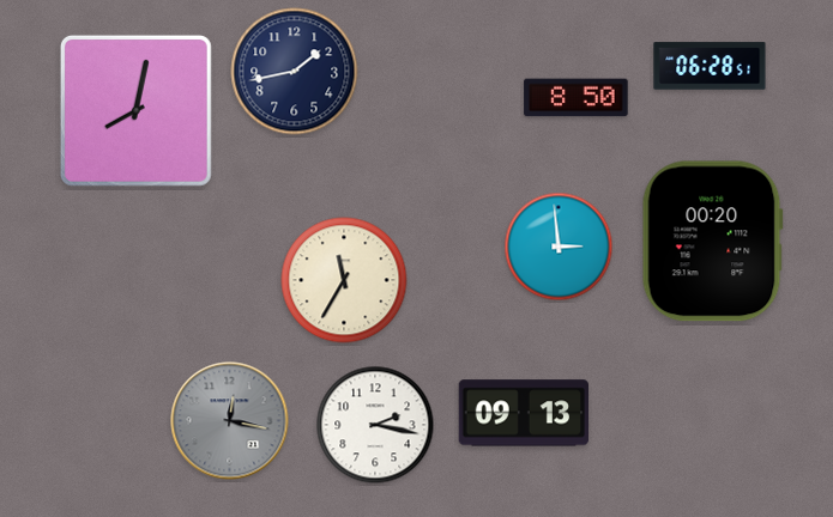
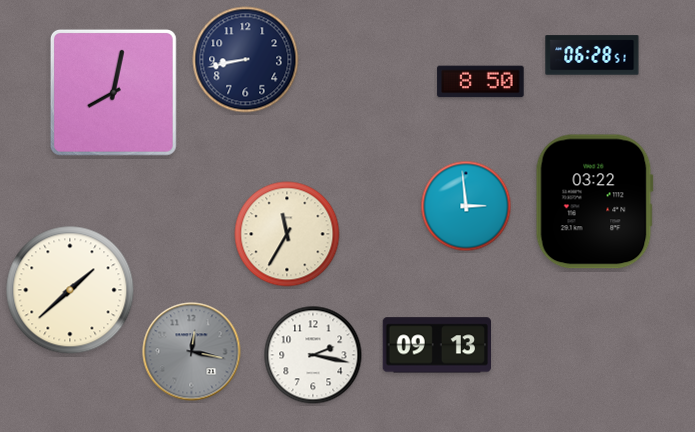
clock at (295, 72): 1:43 -> 8:43
clock at (712, 242): 00:20 -> 03:22
clock at (70, 290): none -> 1:38
